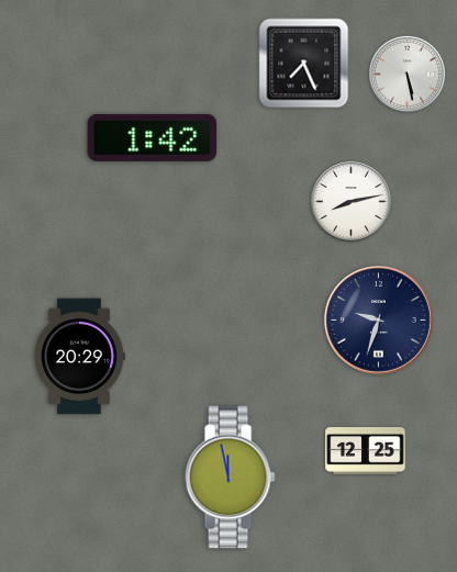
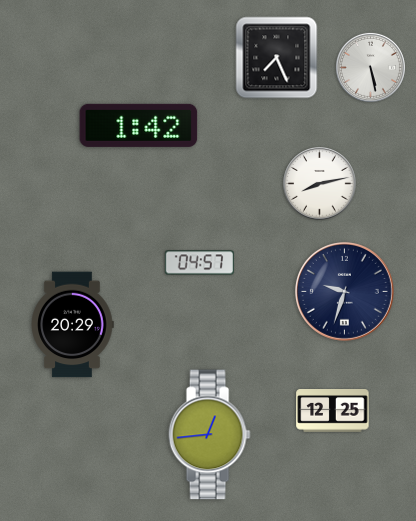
clock at (199, 263): none -> 04:57
clock at (230, 478): 11:58 -> 12:44
